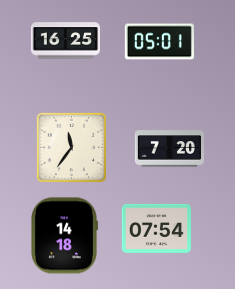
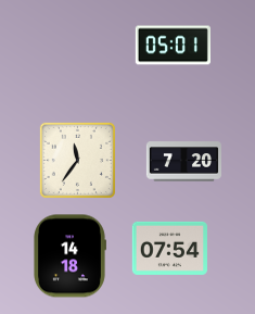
clock at (65, 41): 16:25 -> none
